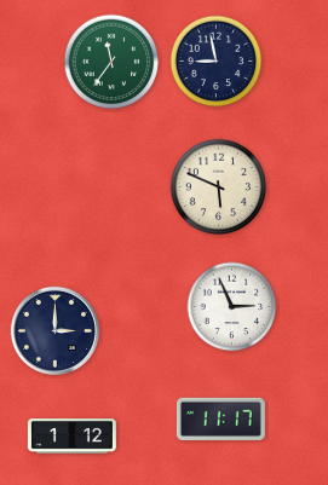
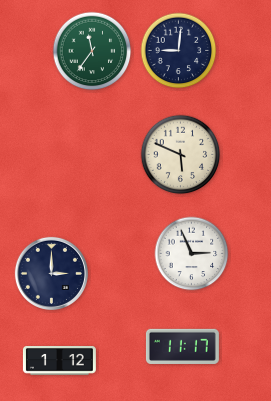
clock at (217, 62): 8:58 -> 9:01
clock at (54, 330) position: (54, 330) -> (51, 273)
